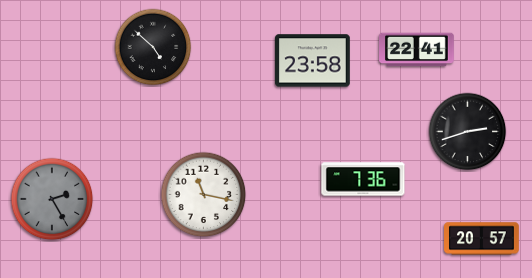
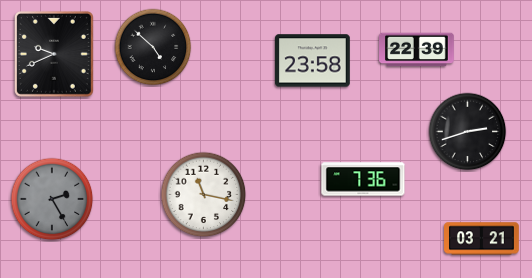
clock at (417, 50): 22:41 -> 22:39
clock at (54, 54): none -> 9:41
clock at (482, 239): 20:57 -> 03:21
